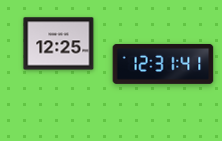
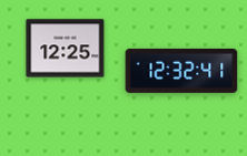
clock at (163, 64): 12:31 -> 12:32
